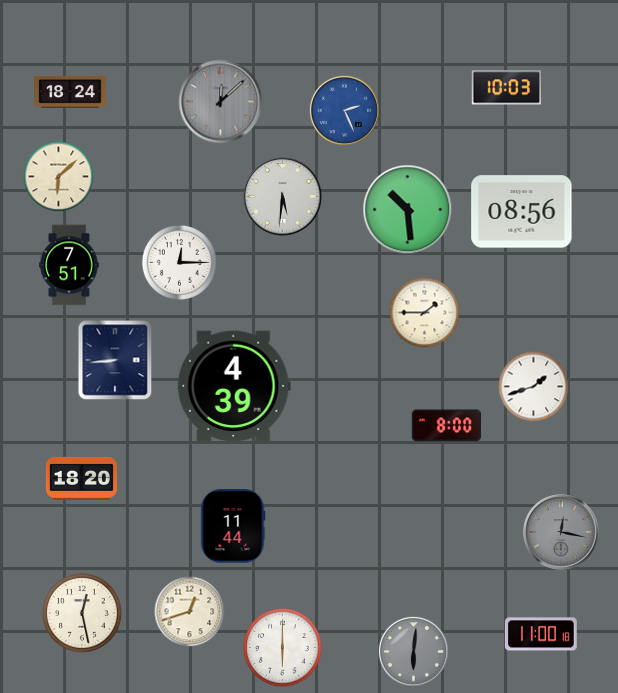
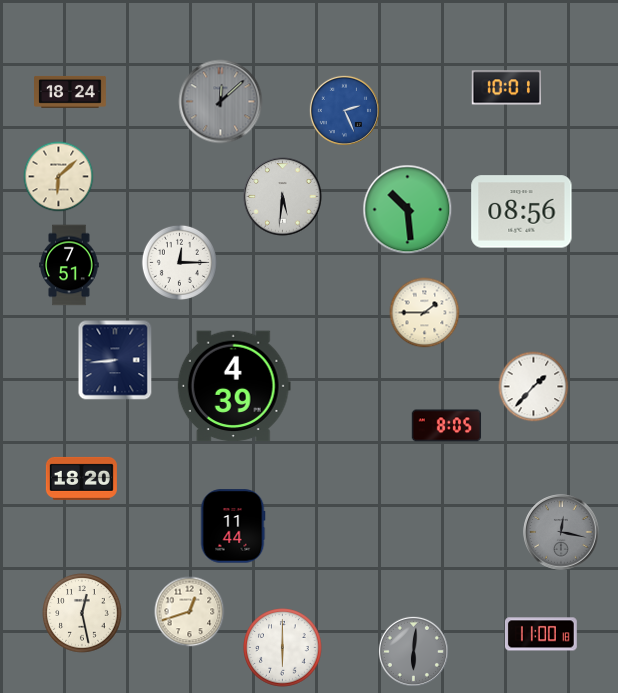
clock at (506, 88): 10:03 -> 10:01
clock at (534, 387): 1:42 -> 1:37
clock at (447, 426): 8:00 -> 8:05
